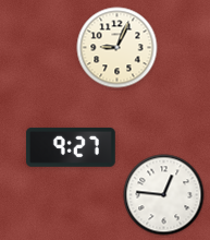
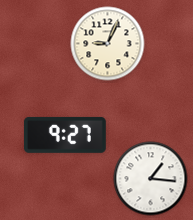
clock at (164, 195): 12:46 -> 1:16
